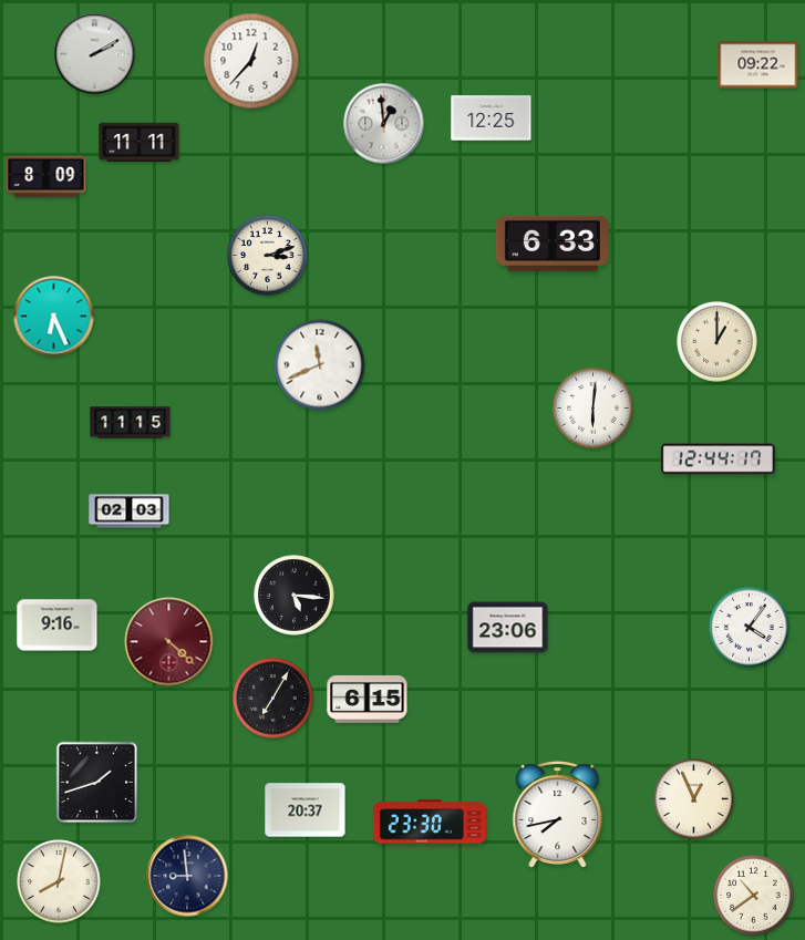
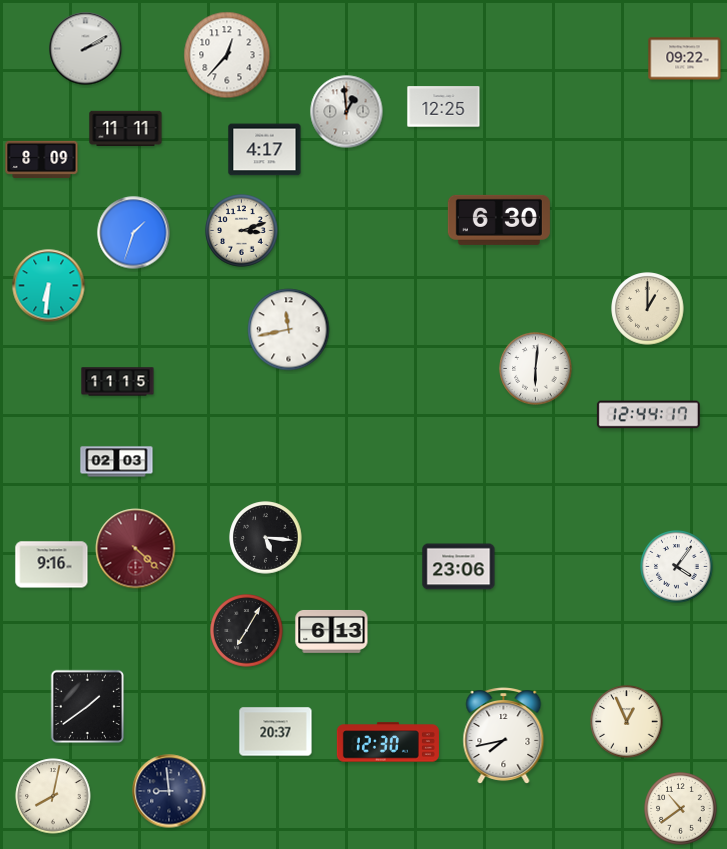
clock at (265, 150): none -> 4:17
clock at (553, 244): 6:33 -> 6:30
clock at (134, 233): none -> 1:33
clock at (54, 317): 6:26 -> 6:31
clock at (320, 365): 11:41 -> 11:43
clock at (169, 642) position: (169, 642) -> (136, 549)
clock at (368, 699): 6:15 -> 6:13
clock at (97, 783): 1:42 -> 1:39
clock at (430, 822): 23:30 -> 12:30
